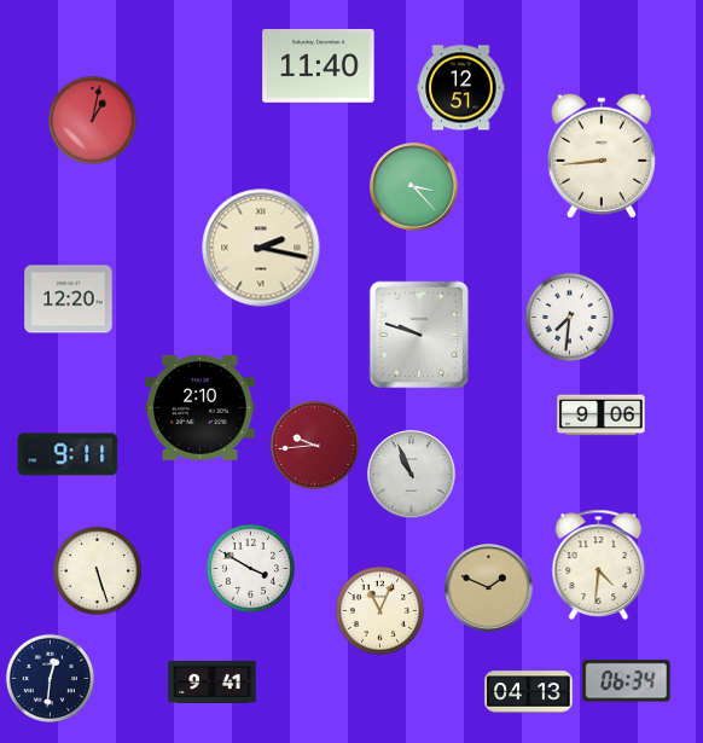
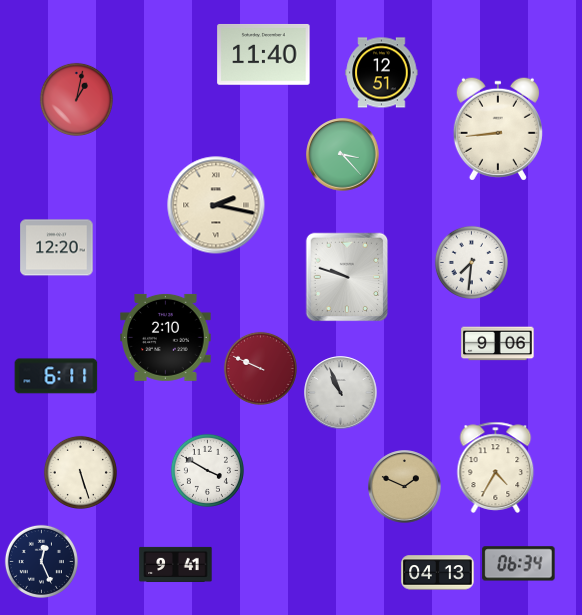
clock at (314, 445): 9:44 -> 9:49
clock at (68, 454): 9:11 -> 6:11
clock at (599, 564): 4:31 -> 4:35
clock at (379, 610): 11:04 -> none
clock at (50, 678): 12:31 -> 12:26
